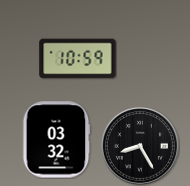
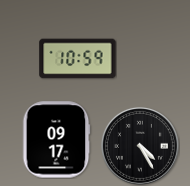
clock at (56, 140): 03:32 -> 09:17
clock at (140, 146): 8:25 -> 4:25
